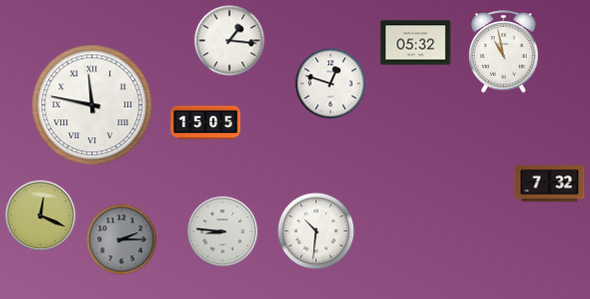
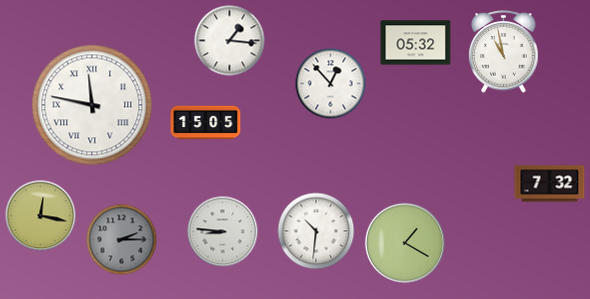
clock at (331, 84): 12:48 -> 12:53
clock at (41, 216): 12:19 -> 12:17
clock at (404, 242): none -> 1:20
